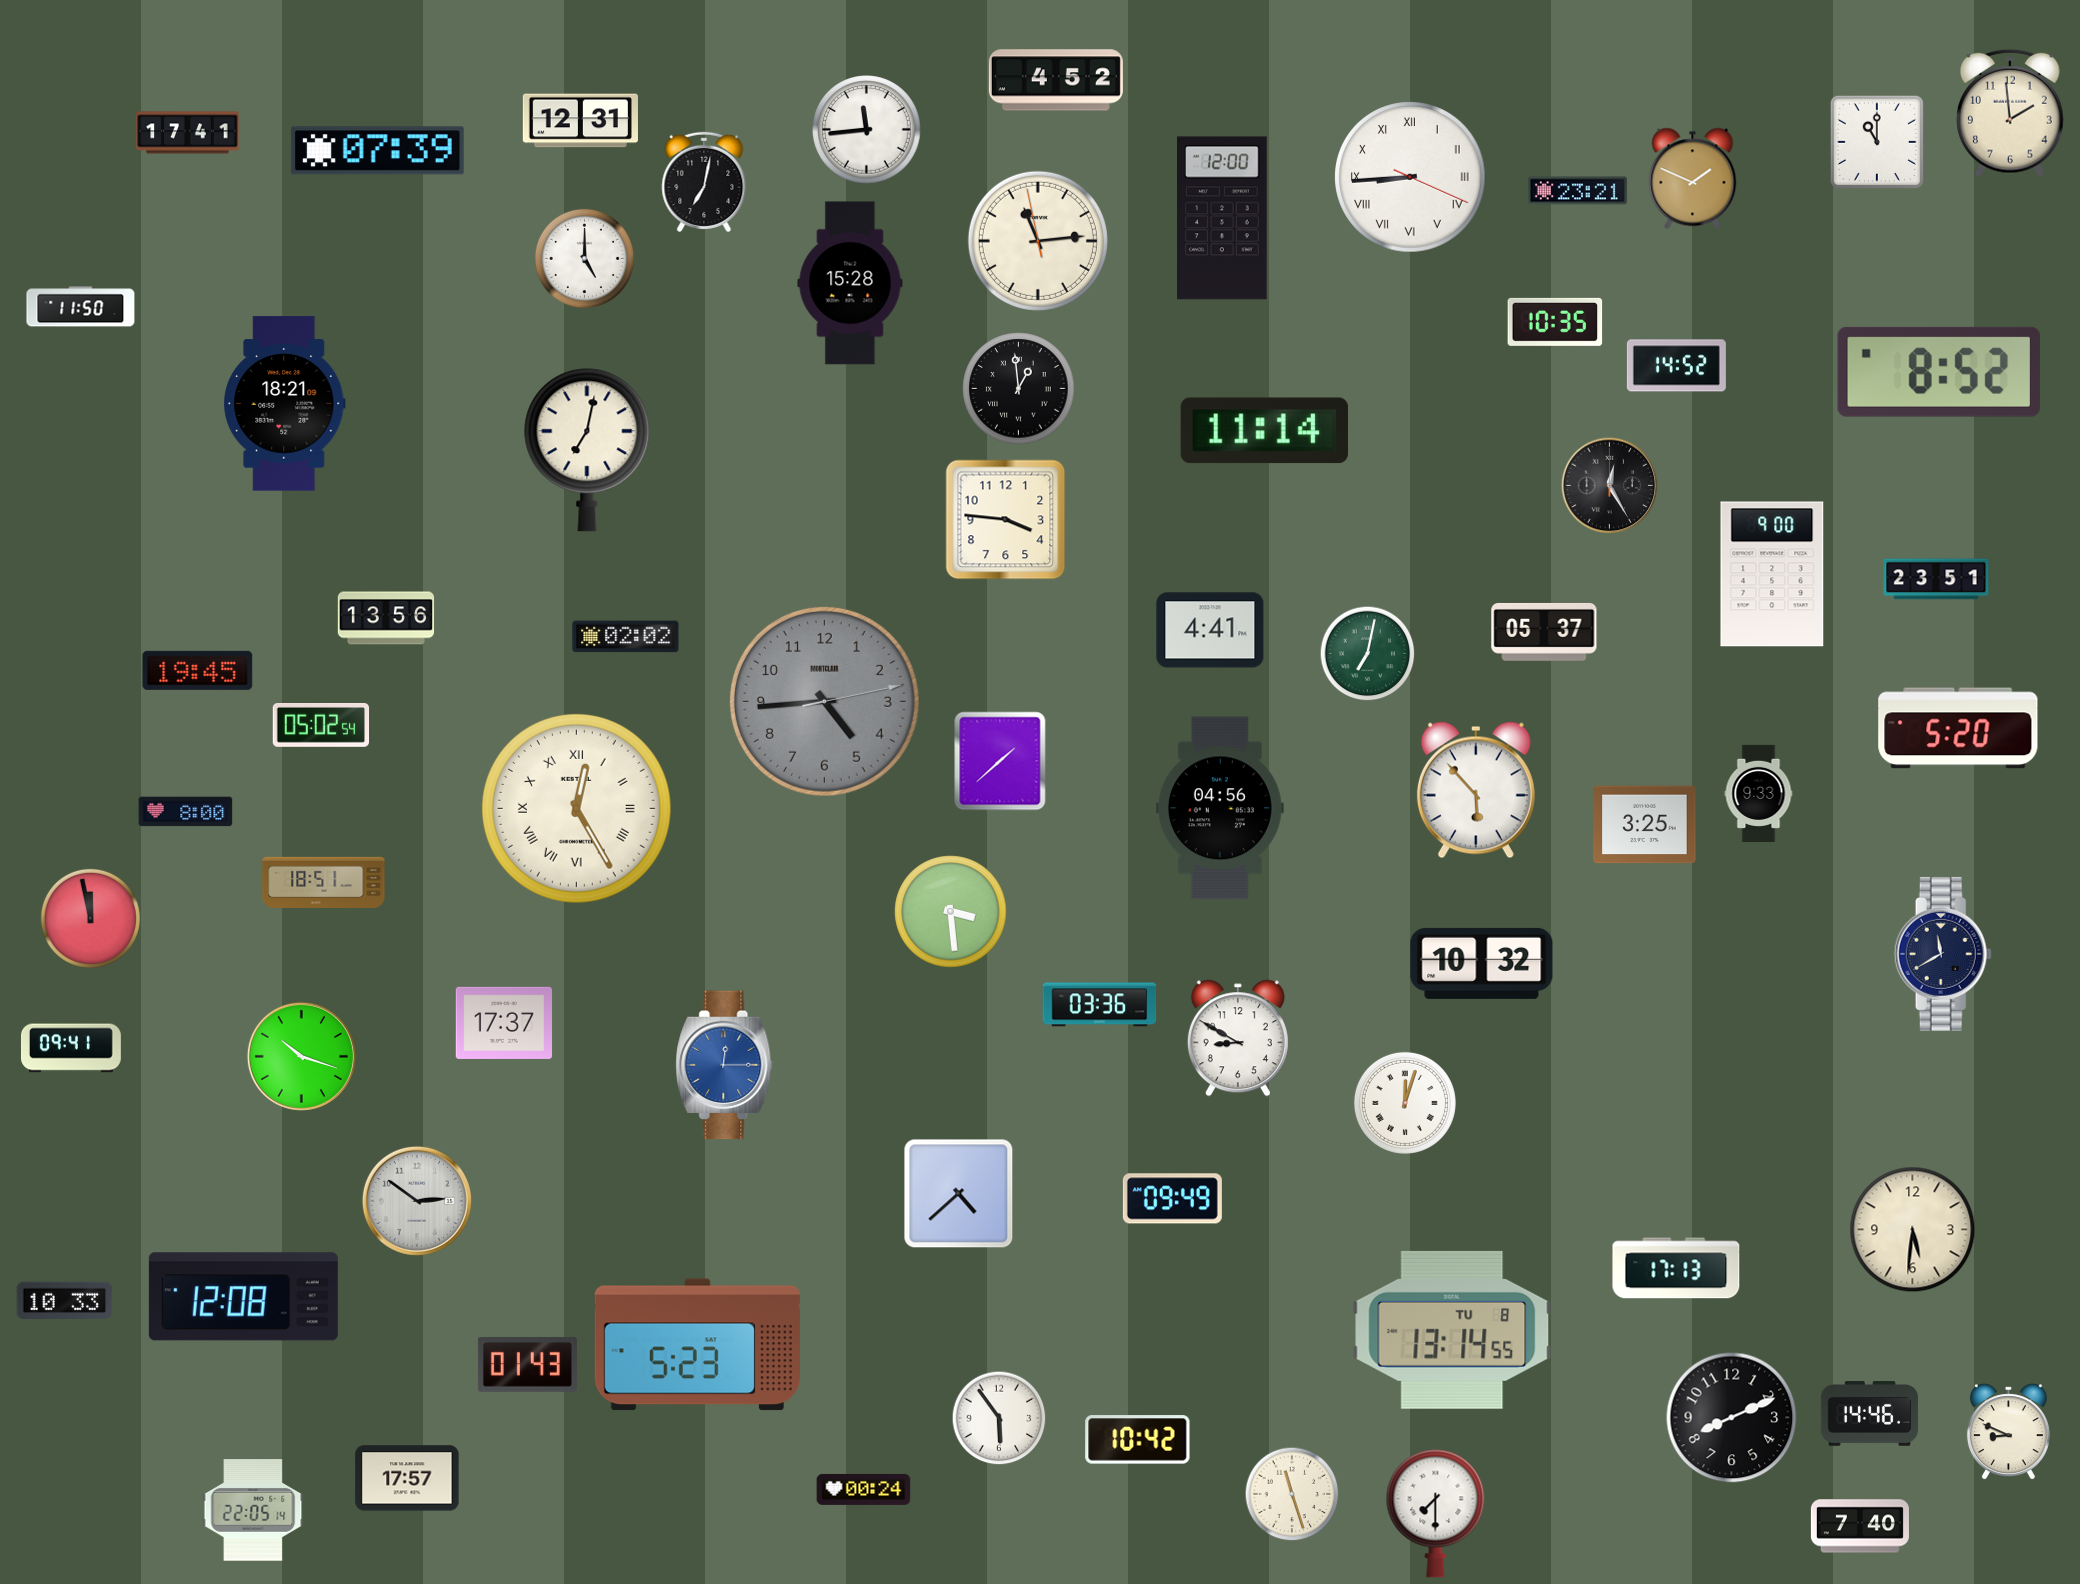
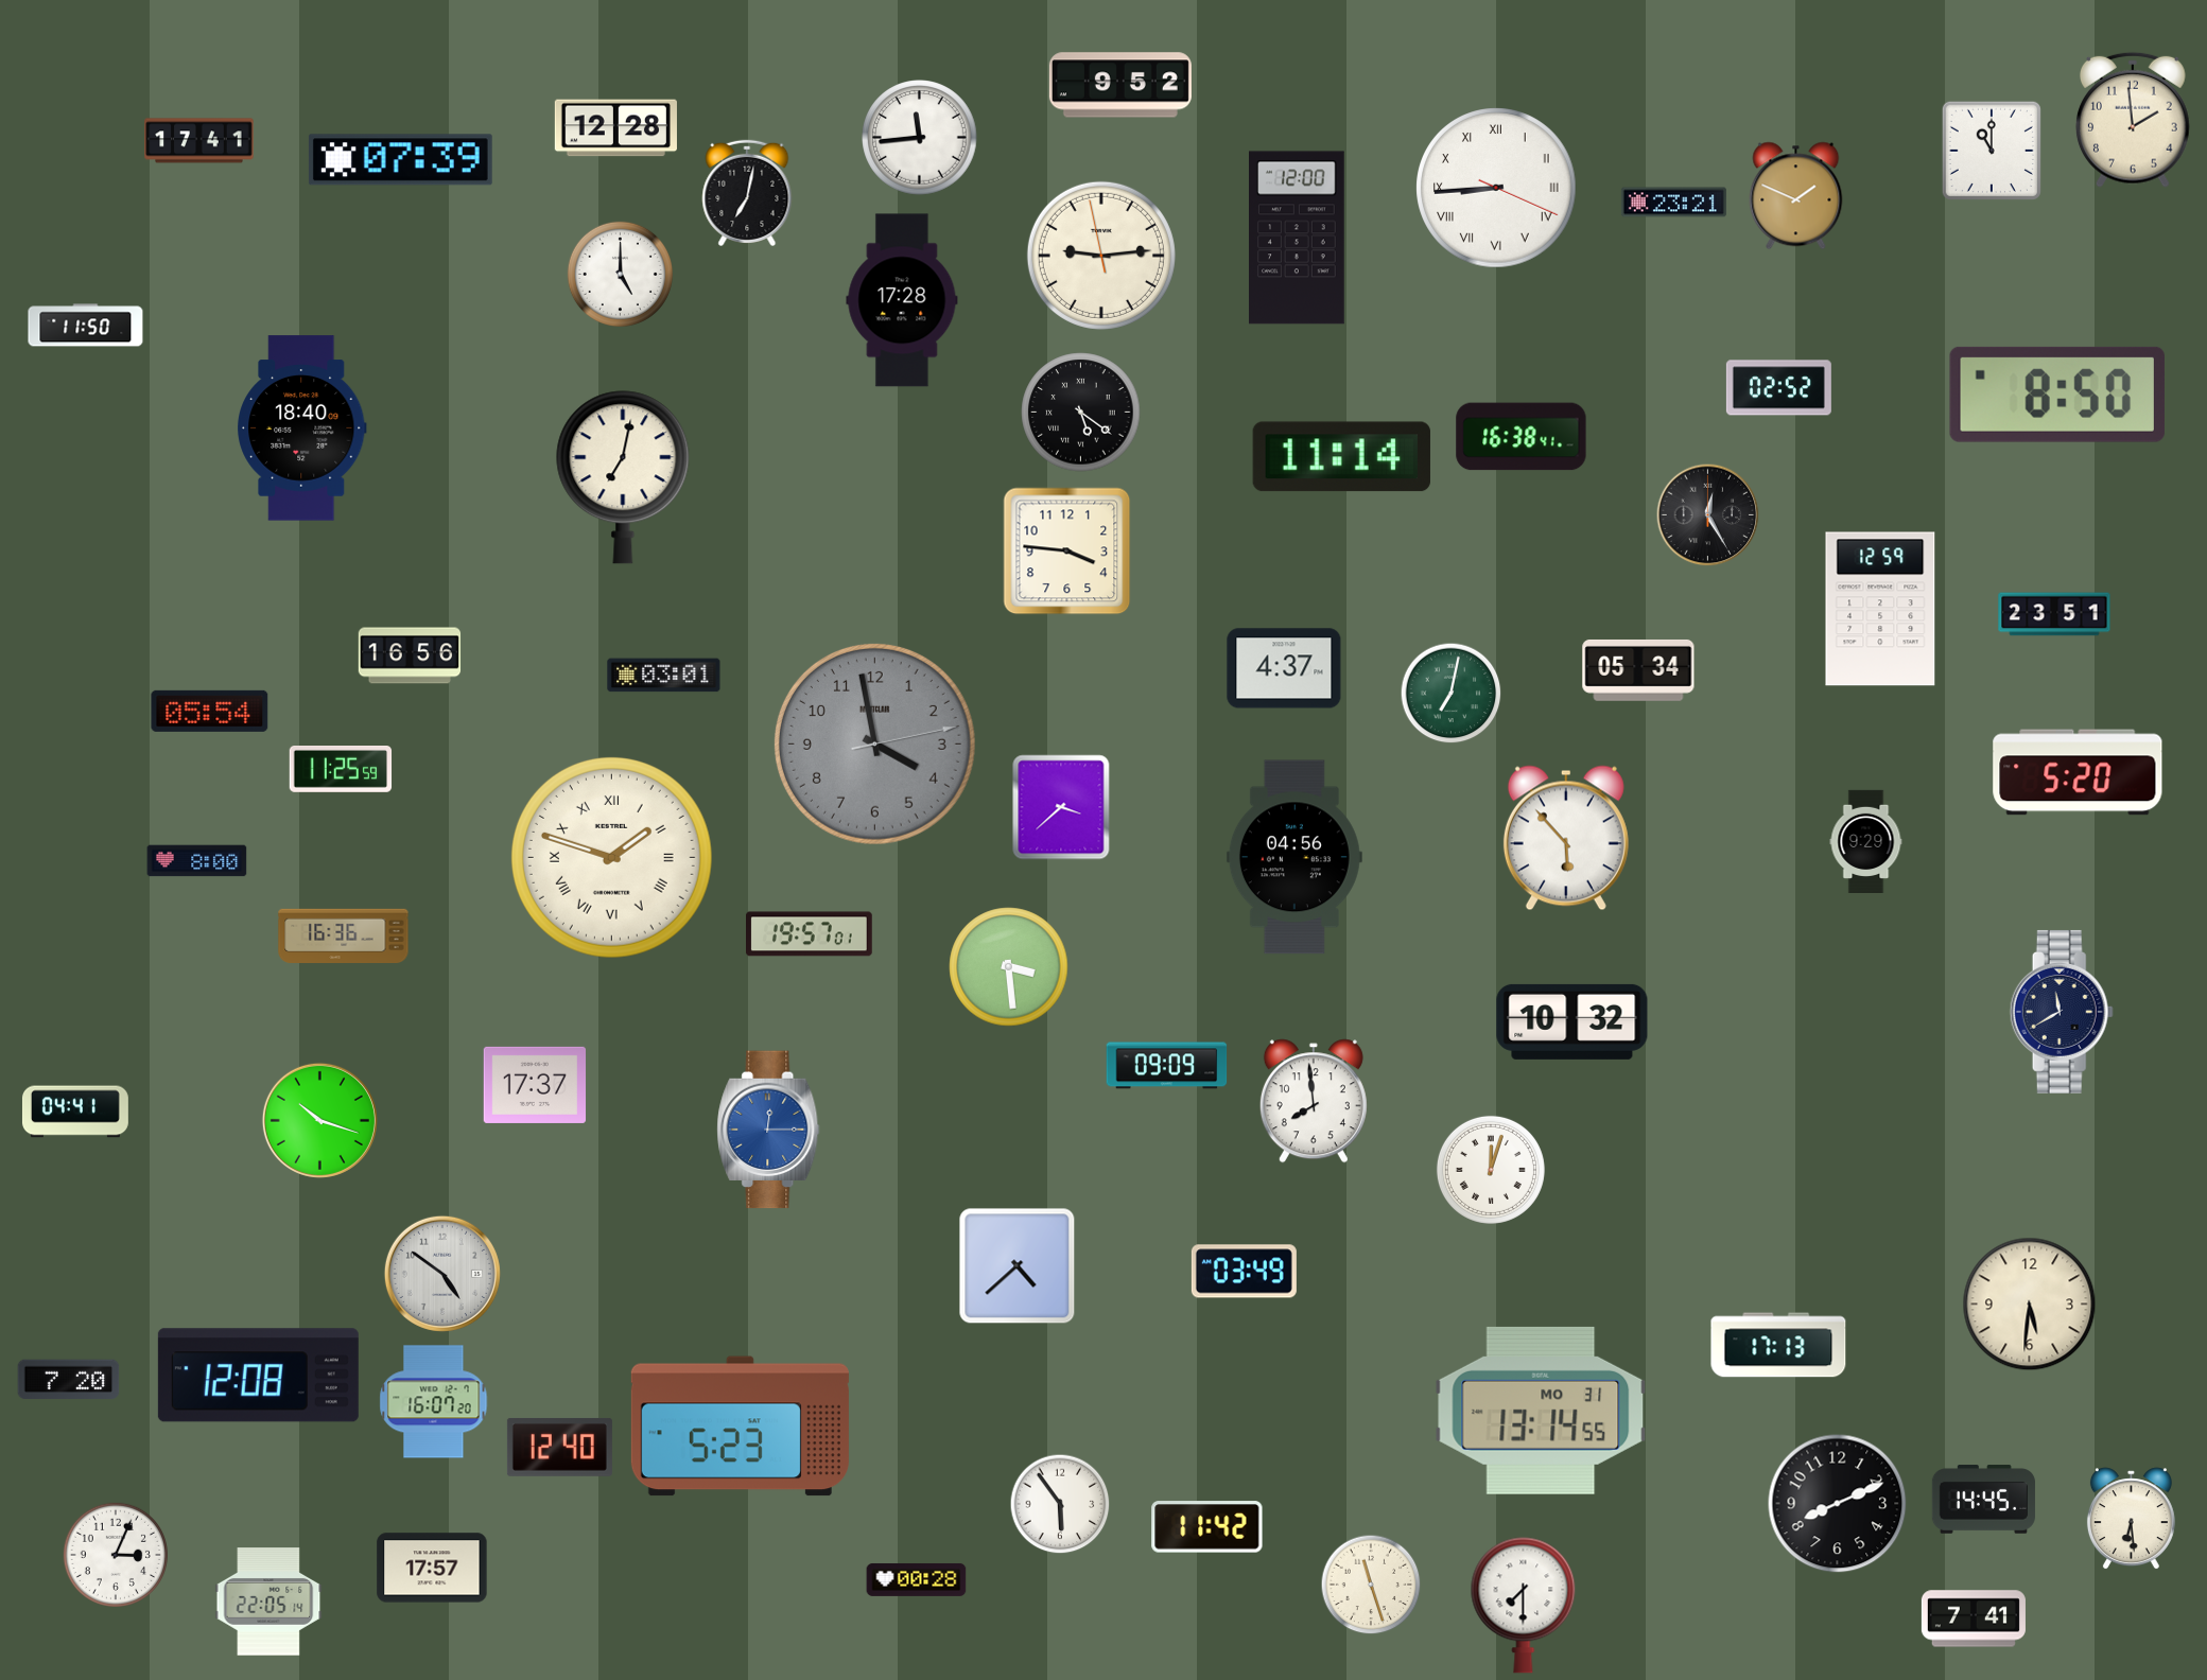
clock at (1056, 80): 4:52 -> 9:52
clock at (580, 121): 12:31 -> 12:28
clock at (1693, 179) position: (1693, 179) -> (1796, 196)
clock at (1223, 218) position: (1223, 218) -> (1298, 238)
clock at (1038, 241): 11:13 -> 9:13
clock at (850, 283): 15:28 -> 17:28
clock at (1555, 322): 10:35 -> none
clock at (1676, 366): 14:52 -> 02:52
clock at (1939, 372): 8:52 -> 8:50
clock at (1019, 389): 12:59 -> 5:21
clock at (285, 404): 18:21 -> 18:40
clock at (1522, 437): none -> 16:38
clock at (1772, 574): 9:00 -> 12:59
clock at (386, 618): 13:56 -> 16:56
clock at (1210, 630): 4:41 -> 4:37
clock at (1544, 632): 05:37 -> 05:34
clock at (626, 637): 02:02 -> 03:01
clock at (198, 670): 19:45 -> 05:54
clock at (824, 701): 4:44 -> 3:58
clock at (321, 726): 05:02 -> 11:25
clock at (1000, 761): 1:38 -> 3:38
clock at (1759, 793): 9:33 -> 9:29
clock at (576, 808): 12:25 -> 1:48
clock at (1645, 825): 3:25 -> none
clock at (810, 934): none -> 19:57
clock at (324, 883): 18:51 -> 16:36
clock at (90, 918): 11:58 -> none
clock at (1100, 1005): 03:36 -> 09:09
clock at (1238, 1038): 8:50 -> 7:59
clock at (71, 1048): 09:41 -> 04:41
clock at (1172, 1199): 09:49 -> 03:49
clock at (417, 1201): 2:51 -> 4:51
clock at (65, 1301): 10:33 -> 7:20
clock at (434, 1402): none -> 16:07
clock at (1452, 1330) date: TU 8 -> MO 31
clock at (527, 1365): 01:43 -> 12:40
clock at (1869, 1414): 14:46 -> 14:45
clock at (2008, 1432): 8:49 -> 6:29
clock at (1138, 1440): 10:42 -> 11:42
clock at (116, 1555): none -> 3:04
clock at (864, 1489): 00:24 -> 00:28
clock at (1860, 1526): 7:40 -> 7:41
